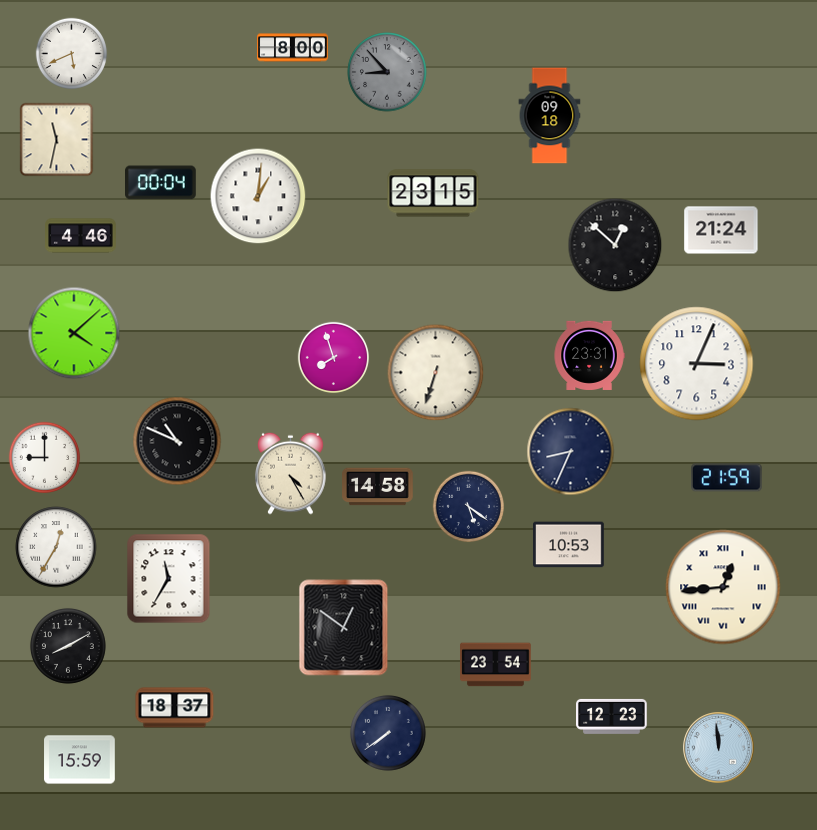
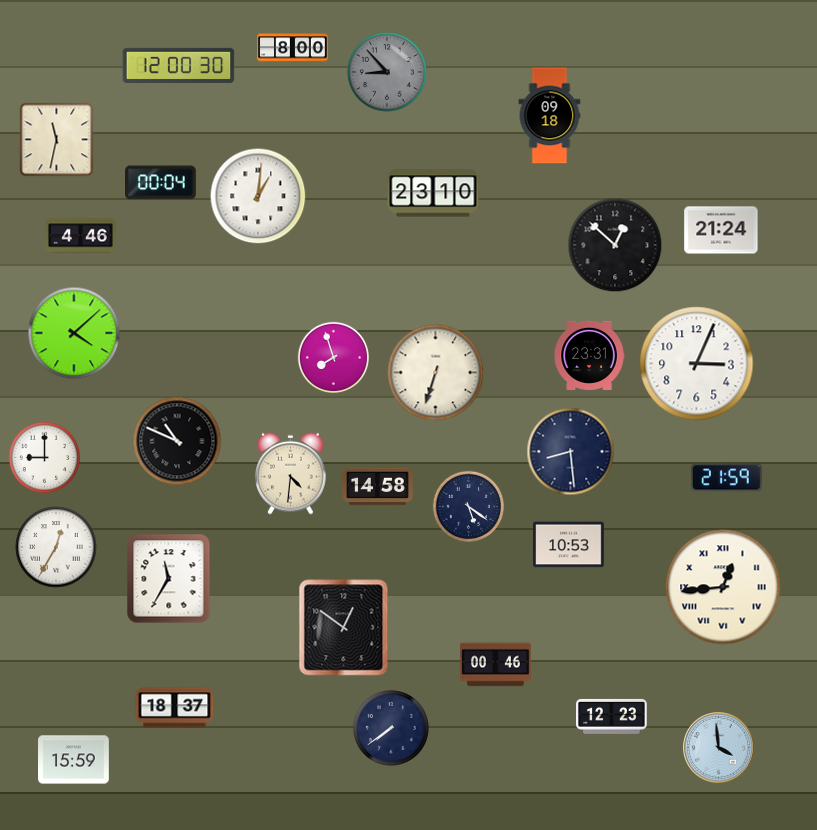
clock at (72, 54): 5:41 -> none
clock at (179, 65): none -> 12:00
clock at (433, 193): 23:15 -> 23:10
clock at (571, 452): 8:34 -> 8:29
clock at (291, 473): 4:25 -> 4:31
clock at (68, 646): 8:10 -> none
clock at (496, 665): 23:54 -> 00:46
clock at (388, 733) position: (388, 733) -> (391, 728)
clock at (719, 748): 11:59 -> 3:59
clock at (80, 760) position: (80, 760) -> (74, 760)
